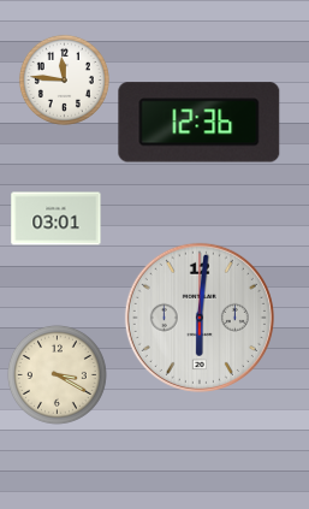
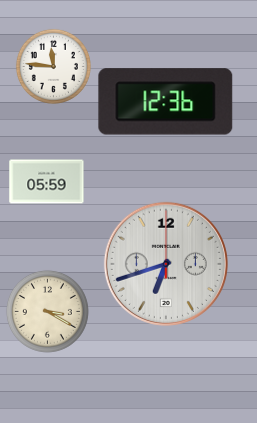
clock at (57, 219): 03:01 -> 05:59
clock at (200, 318): 6:01 -> 6:42
